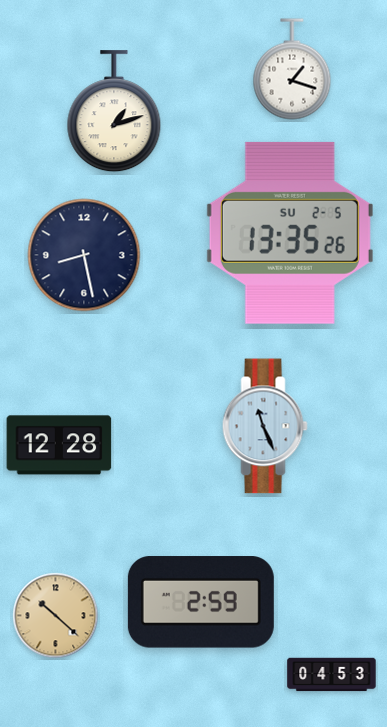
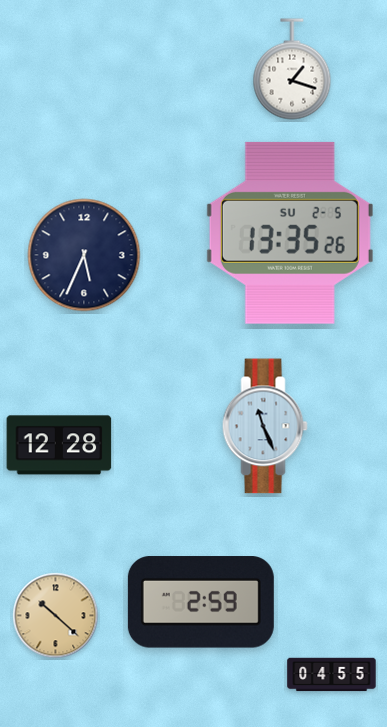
clock at (114, 112): 1:12 -> none
clock at (84, 255): 8:28 -> 5:34
clock at (332, 675): 04:53 -> 04:55
